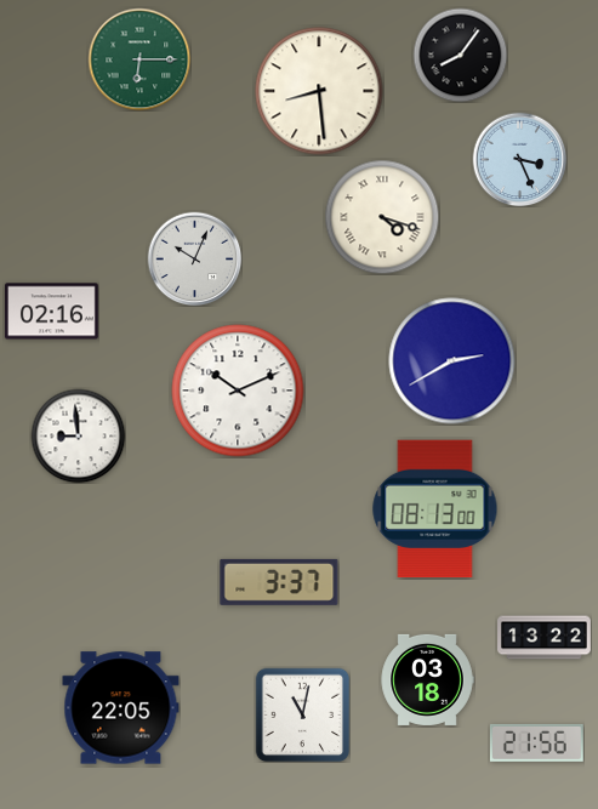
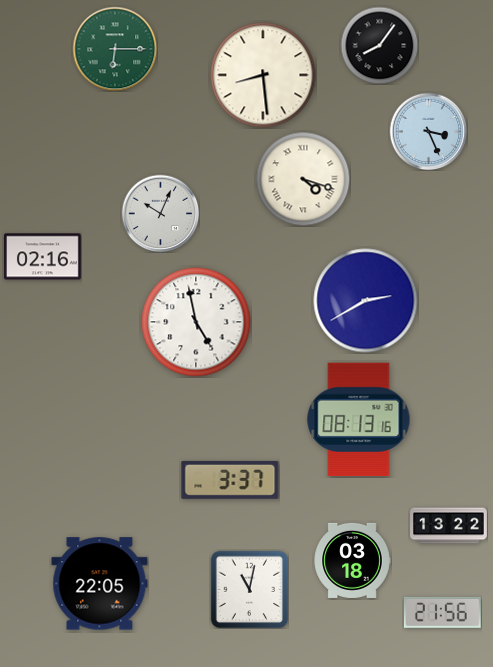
clock at (382, 217) position: (382, 217) -> (303, 179)
clock at (452, 361) position: (452, 361) -> (366, 301)
clock at (238, 391): 10:11 -> 4:58
clock at (78, 435): 8:59 -> none
clock at (435, 509): 08:13:00 -> 08:13:16
